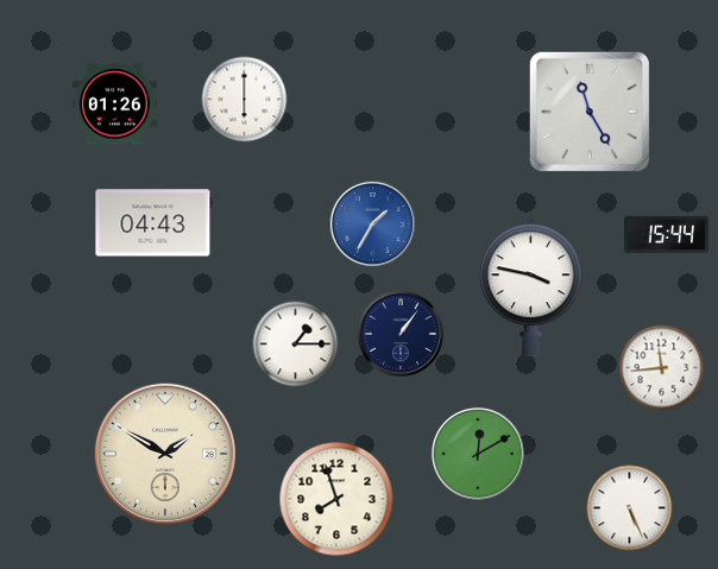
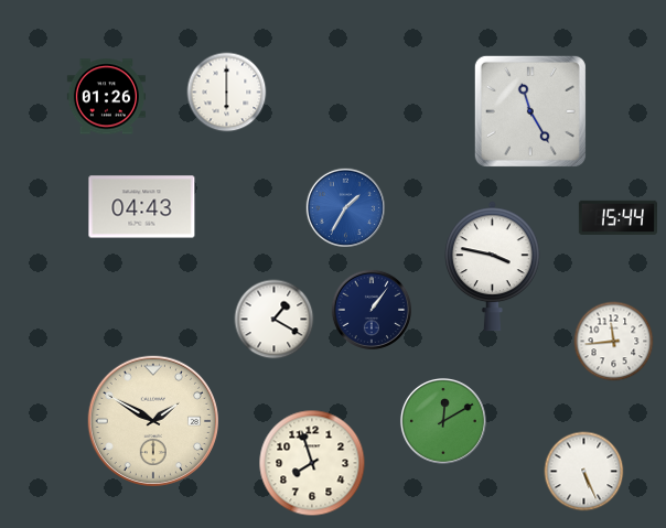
clock at (590, 112) position: (590, 112) -> (530, 111)
clock at (296, 344): 1:15 -> 1:20
